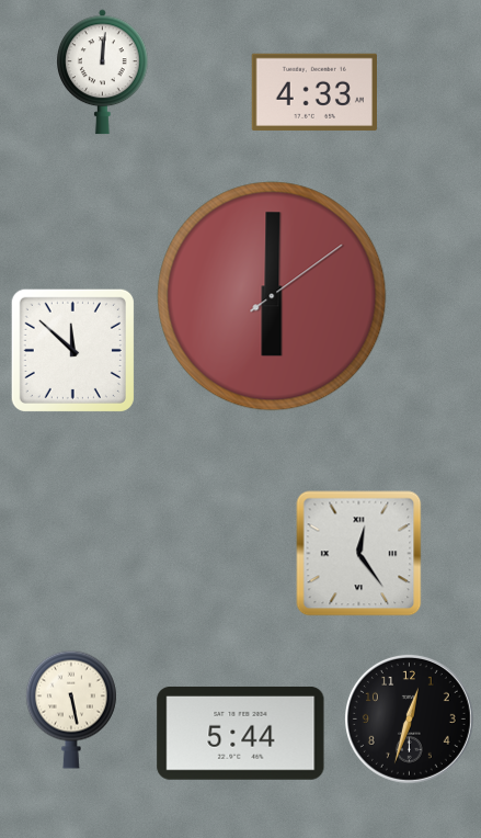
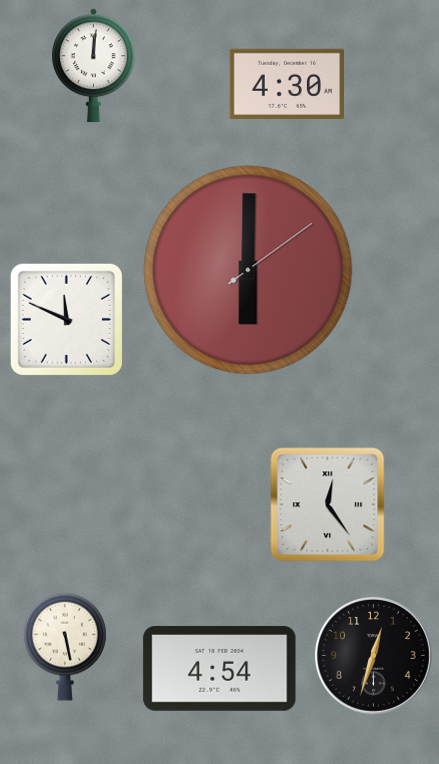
clock at (313, 92): 4:33 -> 4:30
clock at (72, 350): 11:52 -> 11:49
clock at (241, 733): 5:44 -> 4:54
